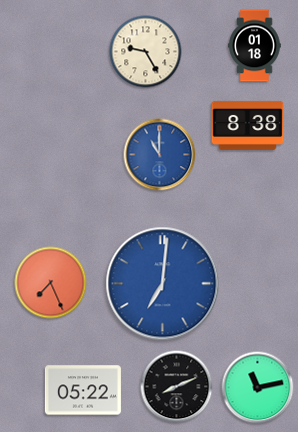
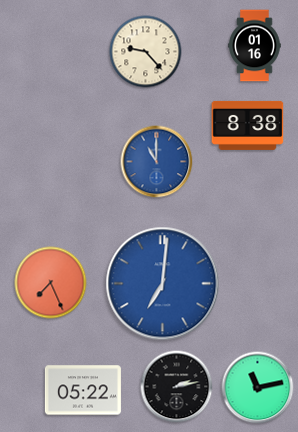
clock at (255, 46): 01:18 -> 01:16
clock at (146, 52): 9:25 -> 9:23
clock at (160, 155) position: (160, 155) -> (157, 162)
clock at (177, 387): 8:11 -> 2:13
